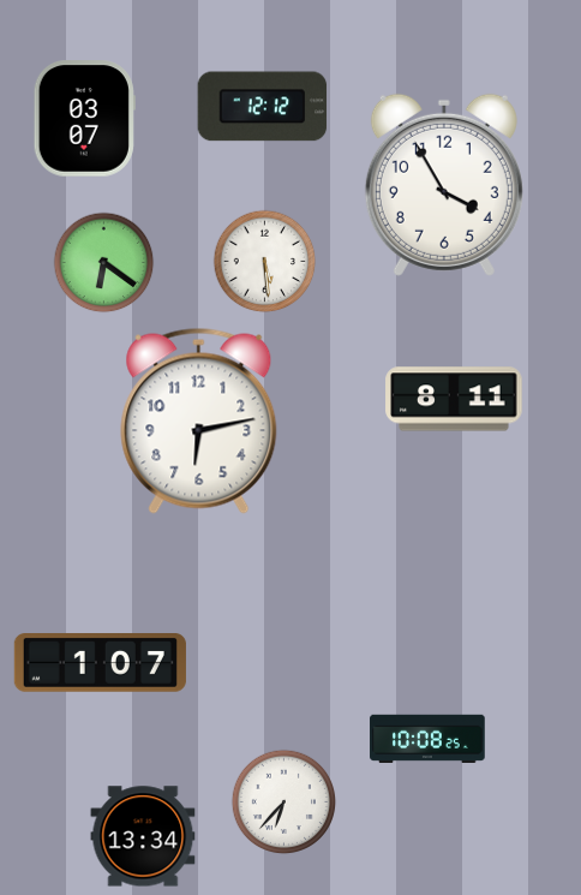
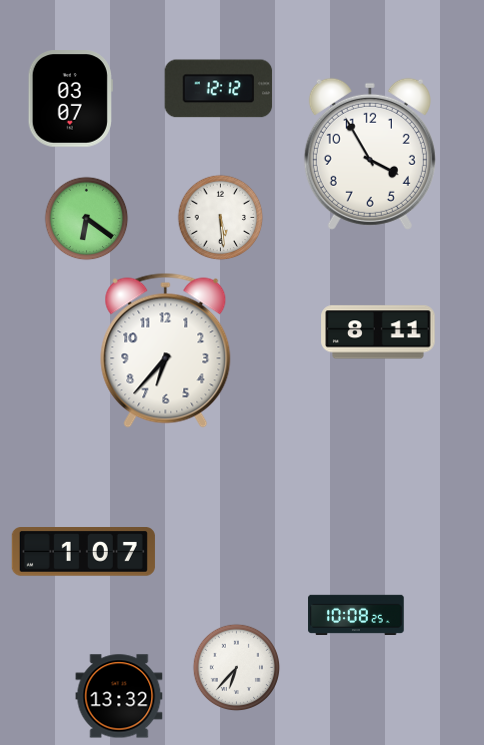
clock at (199, 420): 6:13 -> 6:37
clock at (143, 836): 13:34 -> 13:32
